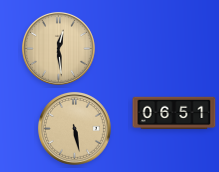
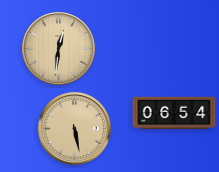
clock at (58, 48): 12:29 -> 12:31
clock at (174, 113): 06:51 -> 06:54
